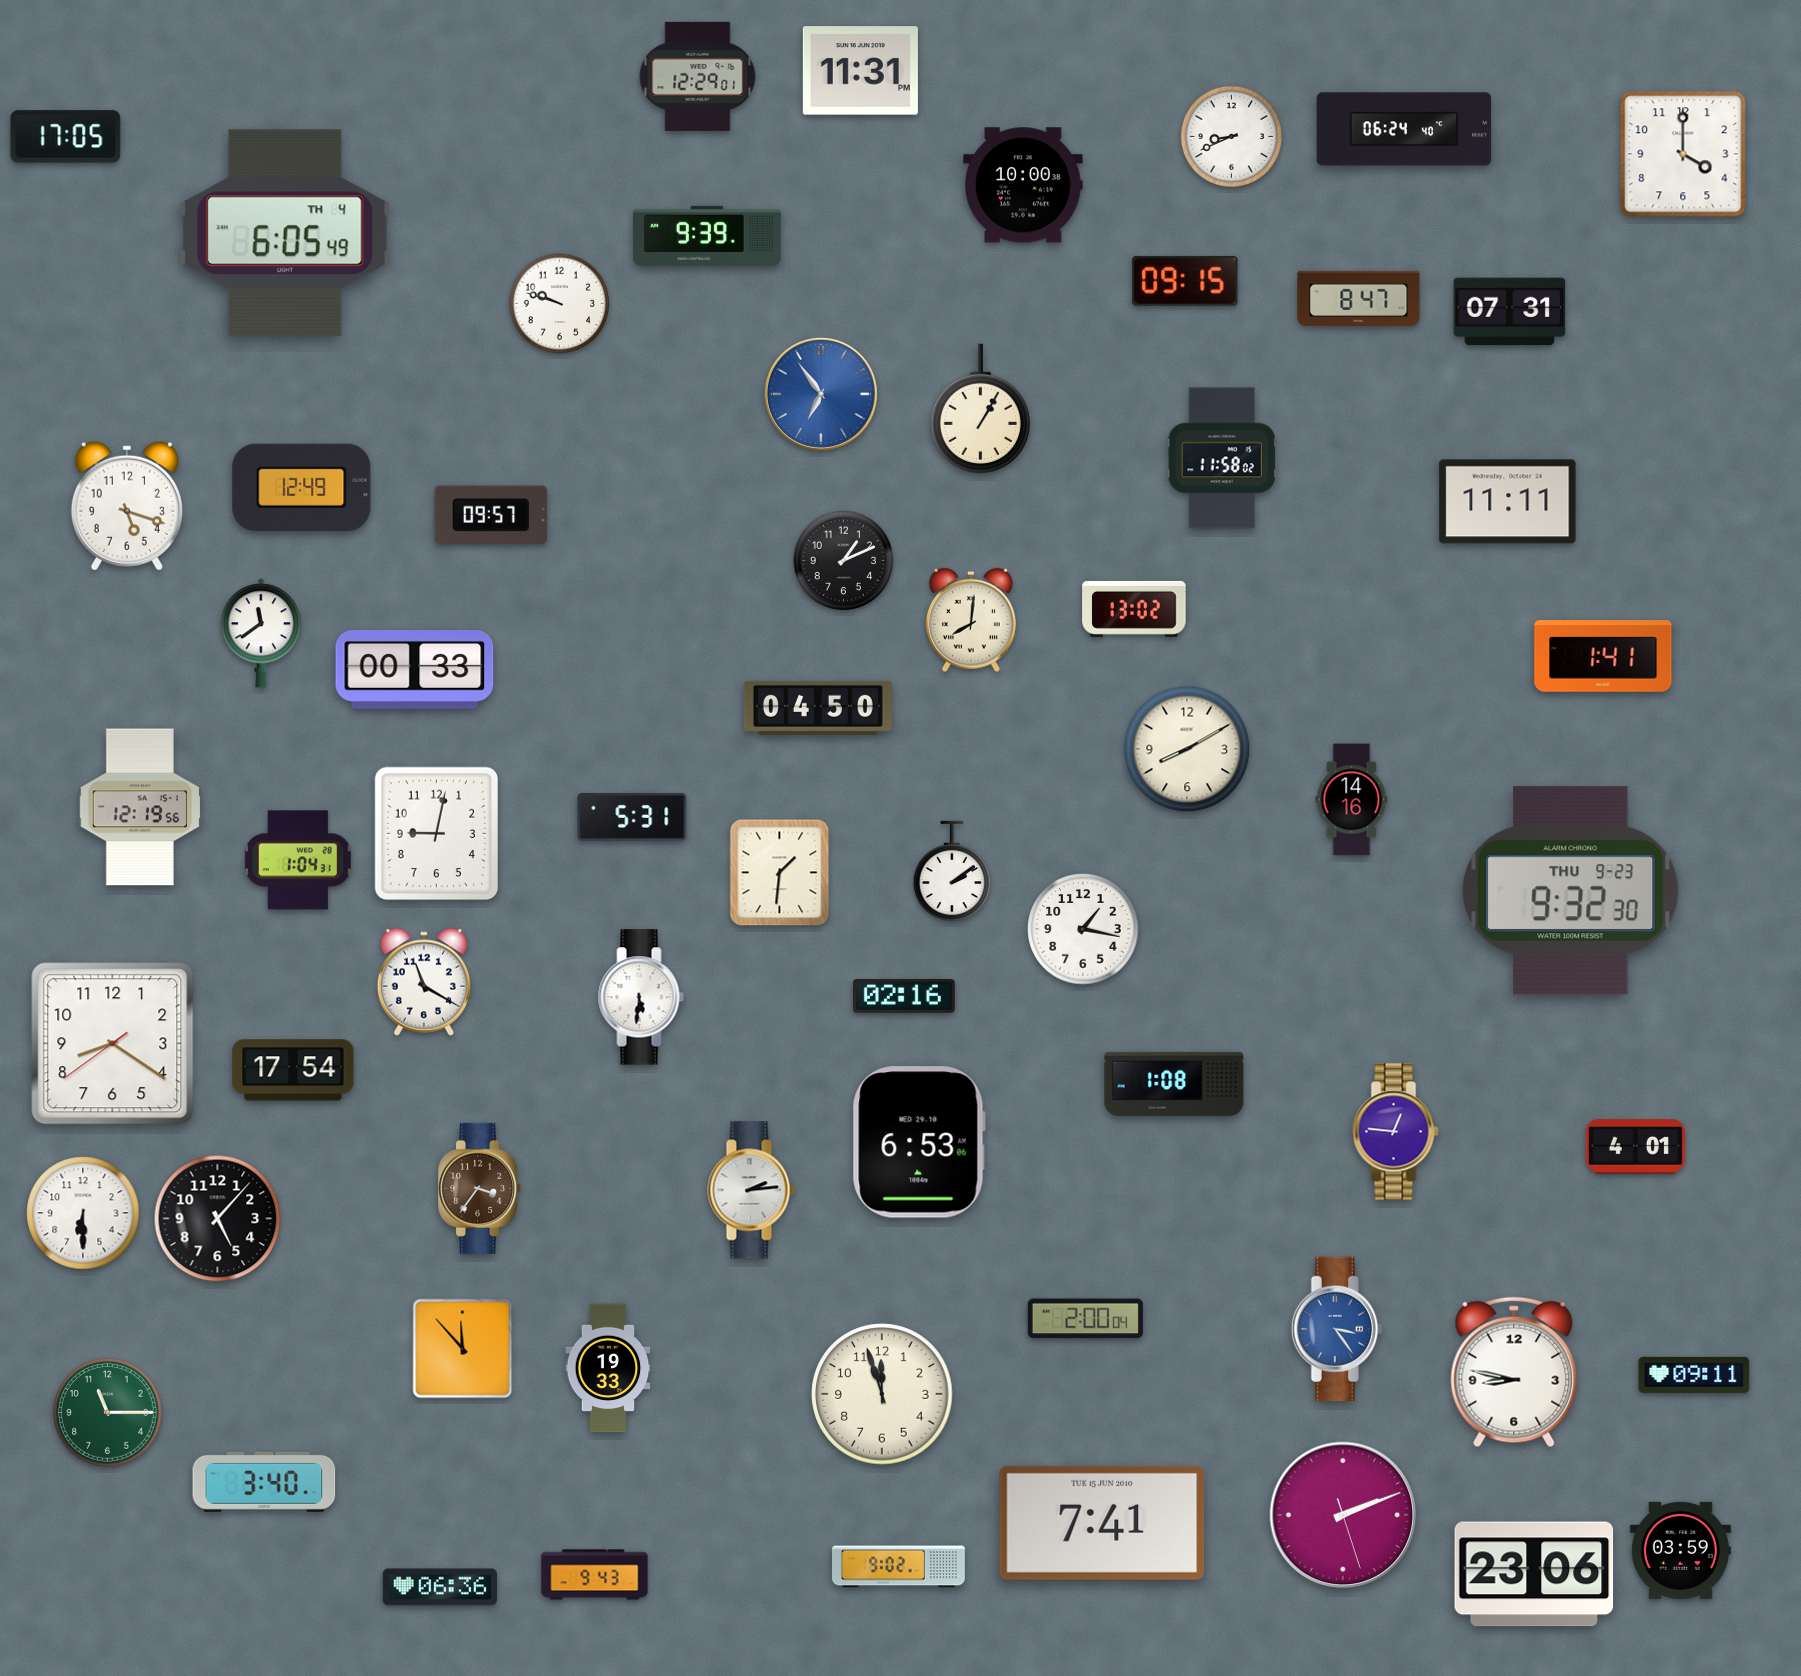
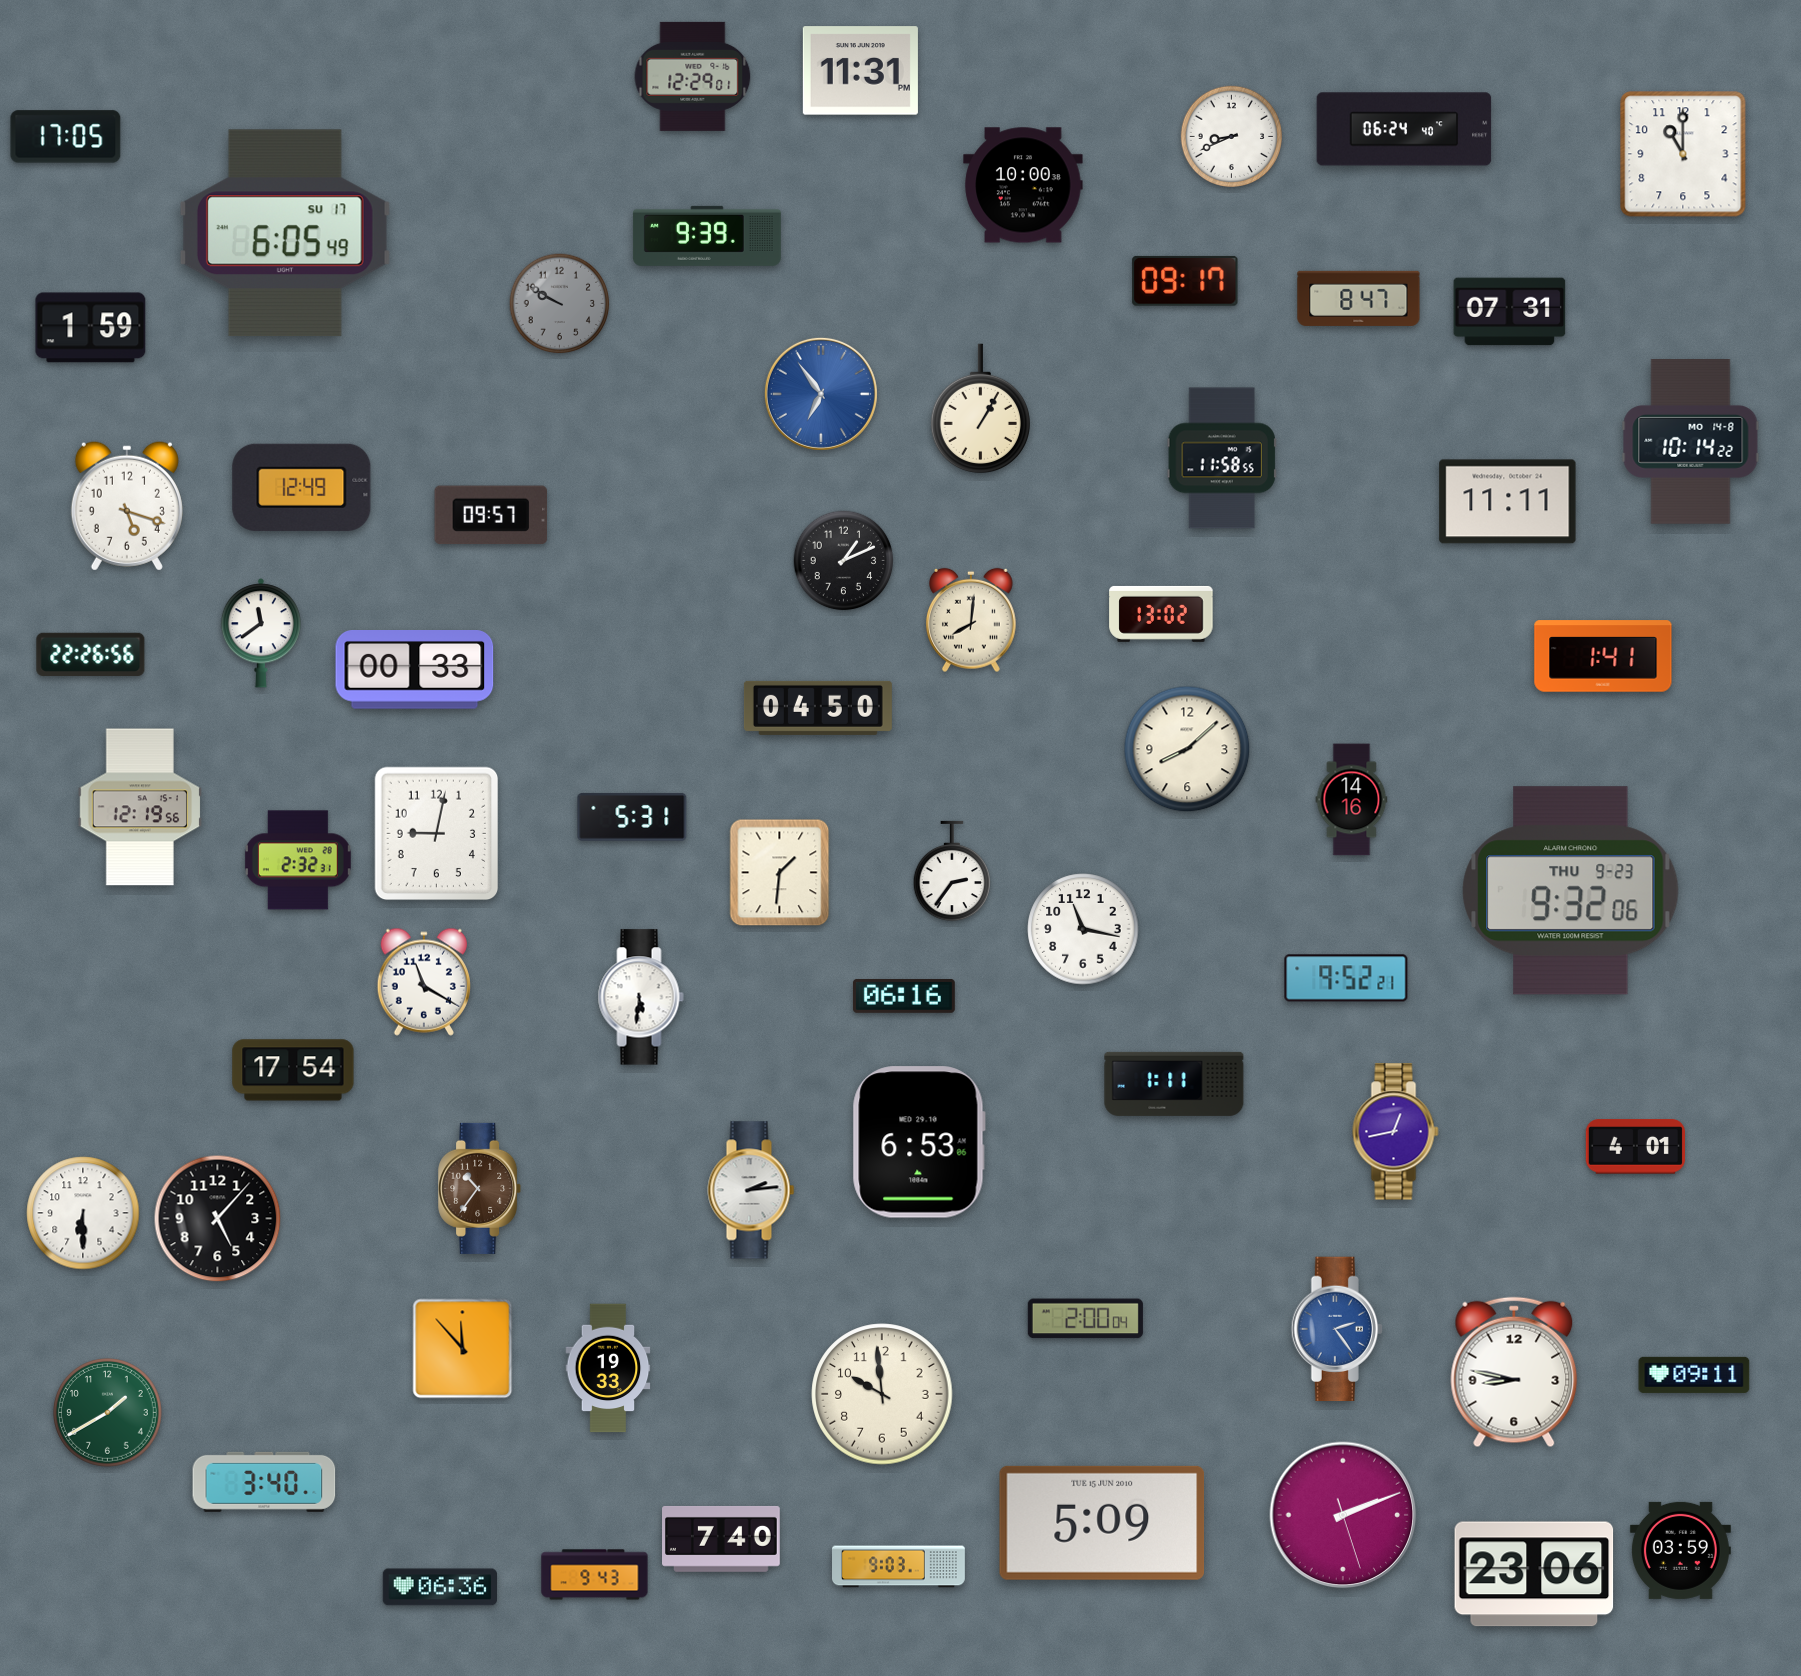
clock at (698, 76) position: (698, 76) -> (693, 76)
clock at (1683, 154): 4:00 -> 11:00
clock at (285, 233) date: TH 4 -> SU 17
clock at (1185, 281): 09:15 -> 09:17
clock at (560, 304): 9:48 -> 9:50
clock at (560, 304) dial: white -> grey
clock at (91, 328): none -> 1:59
clock at (1691, 442): none -> 10:14
clock at (1222, 458): 11:58:02 -> 11:58:55
clock at (1134, 609) position: (1134, 609) -> (1161, 614)
clock at (91, 654): none -> 22:26
clock at (1187, 749): 8:10 -> 8:08
clock at (298, 860): 1:04 -> 2:32
clock at (951, 871): 2:09 -> 2:36
clock at (1571, 891): 9:32:30 -> 9:32:06
clock at (1083, 929): 1:17 -> 11:17
clock at (1346, 978): none -> 9:52
clock at (904, 997): 02:16 -> 06:16
clock at (113, 1044): 8:20 -> none
clock at (1174, 1084): 1:08 -> 1:11
clock at (1396, 1132): 12:46 -> 12:43
clock at (480, 1188): 3:36 -> 10:36
clock at (1336, 1329): 3:24 -> 2:24
clock at (882, 1394): 11:57 -> 9:59
clock at (108, 1413): 11:15 -> 1:40
clock at (1102, 1523): 7:41 -> 5:09
clock at (722, 1539): none -> 7:40
clock at (899, 1567): 9:02 -> 9:03
